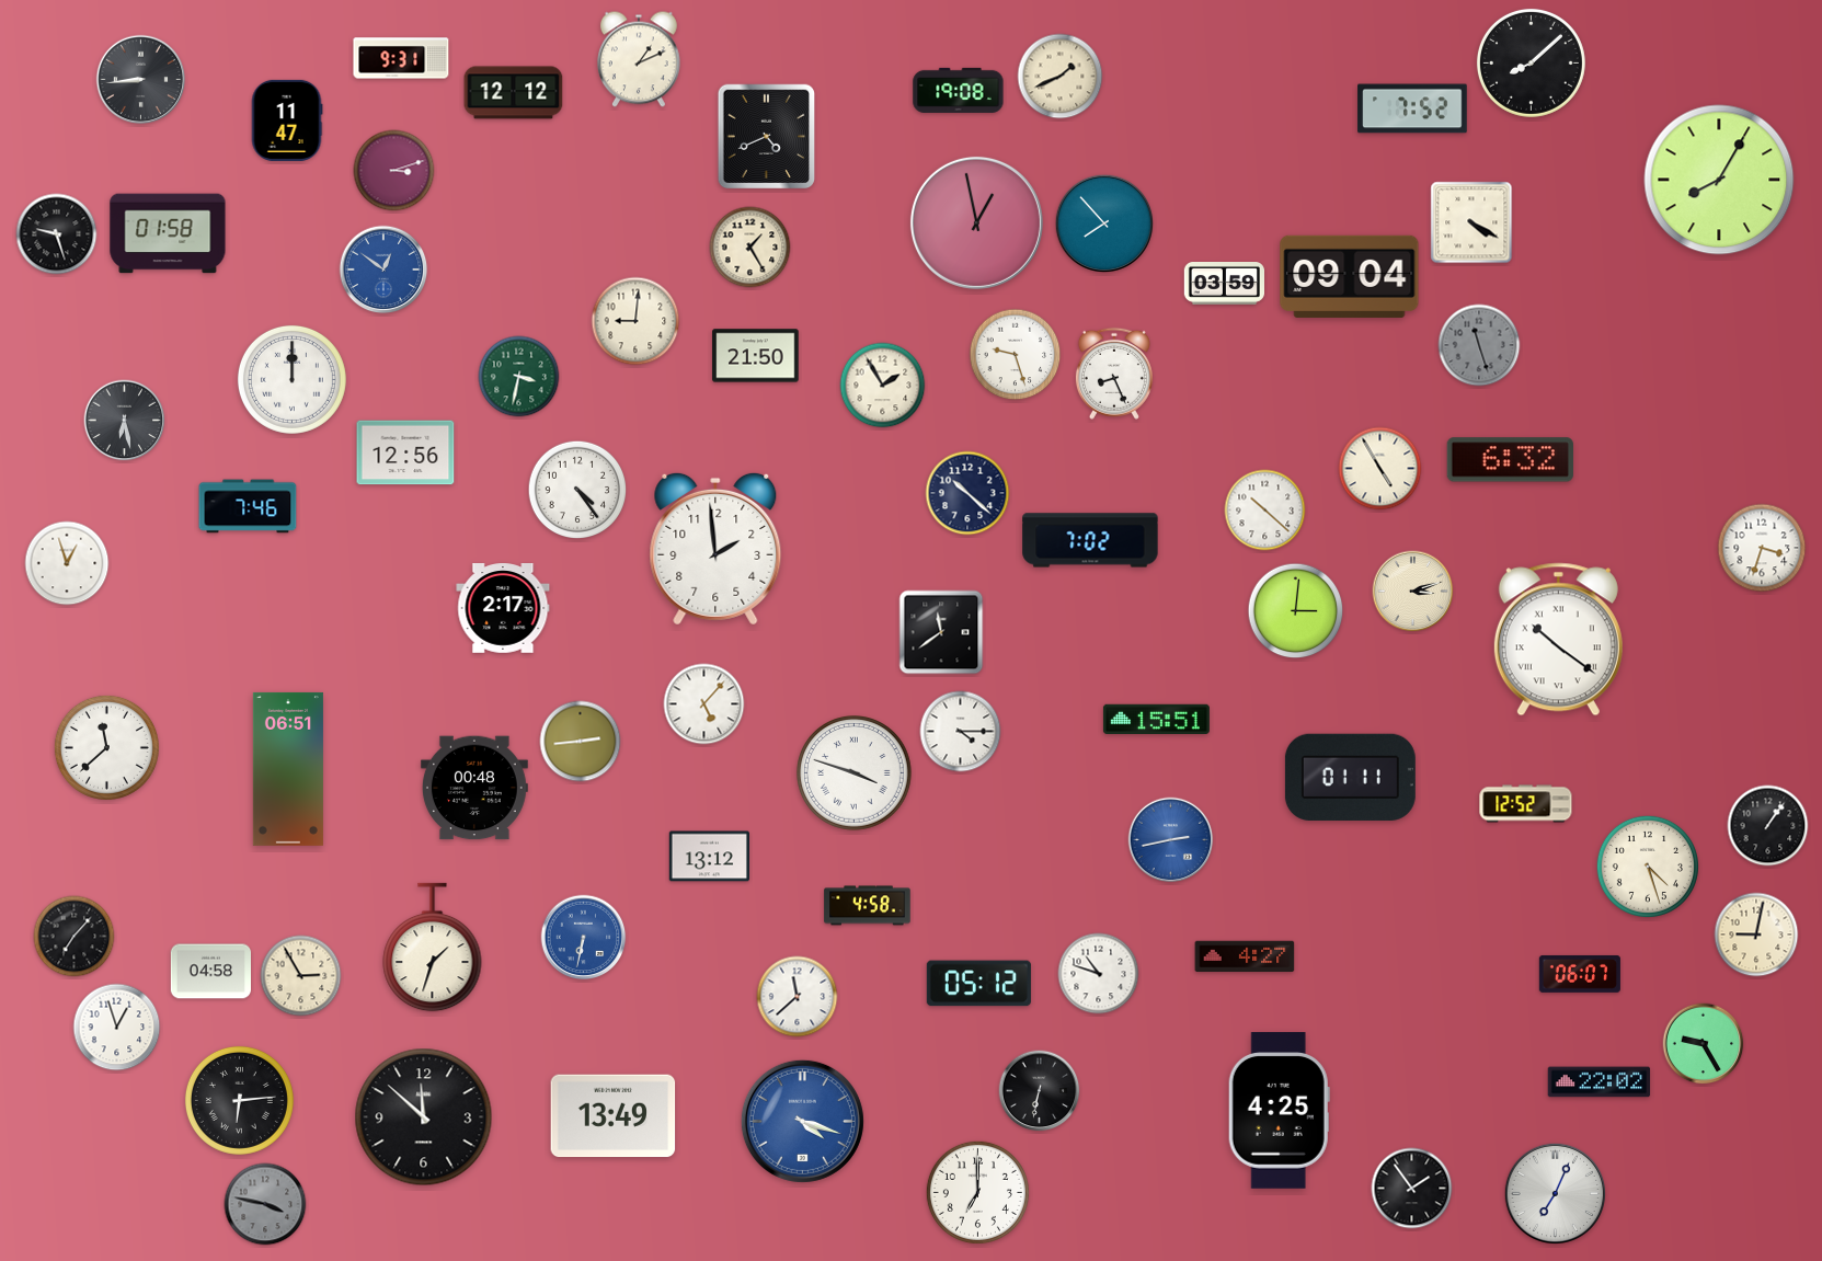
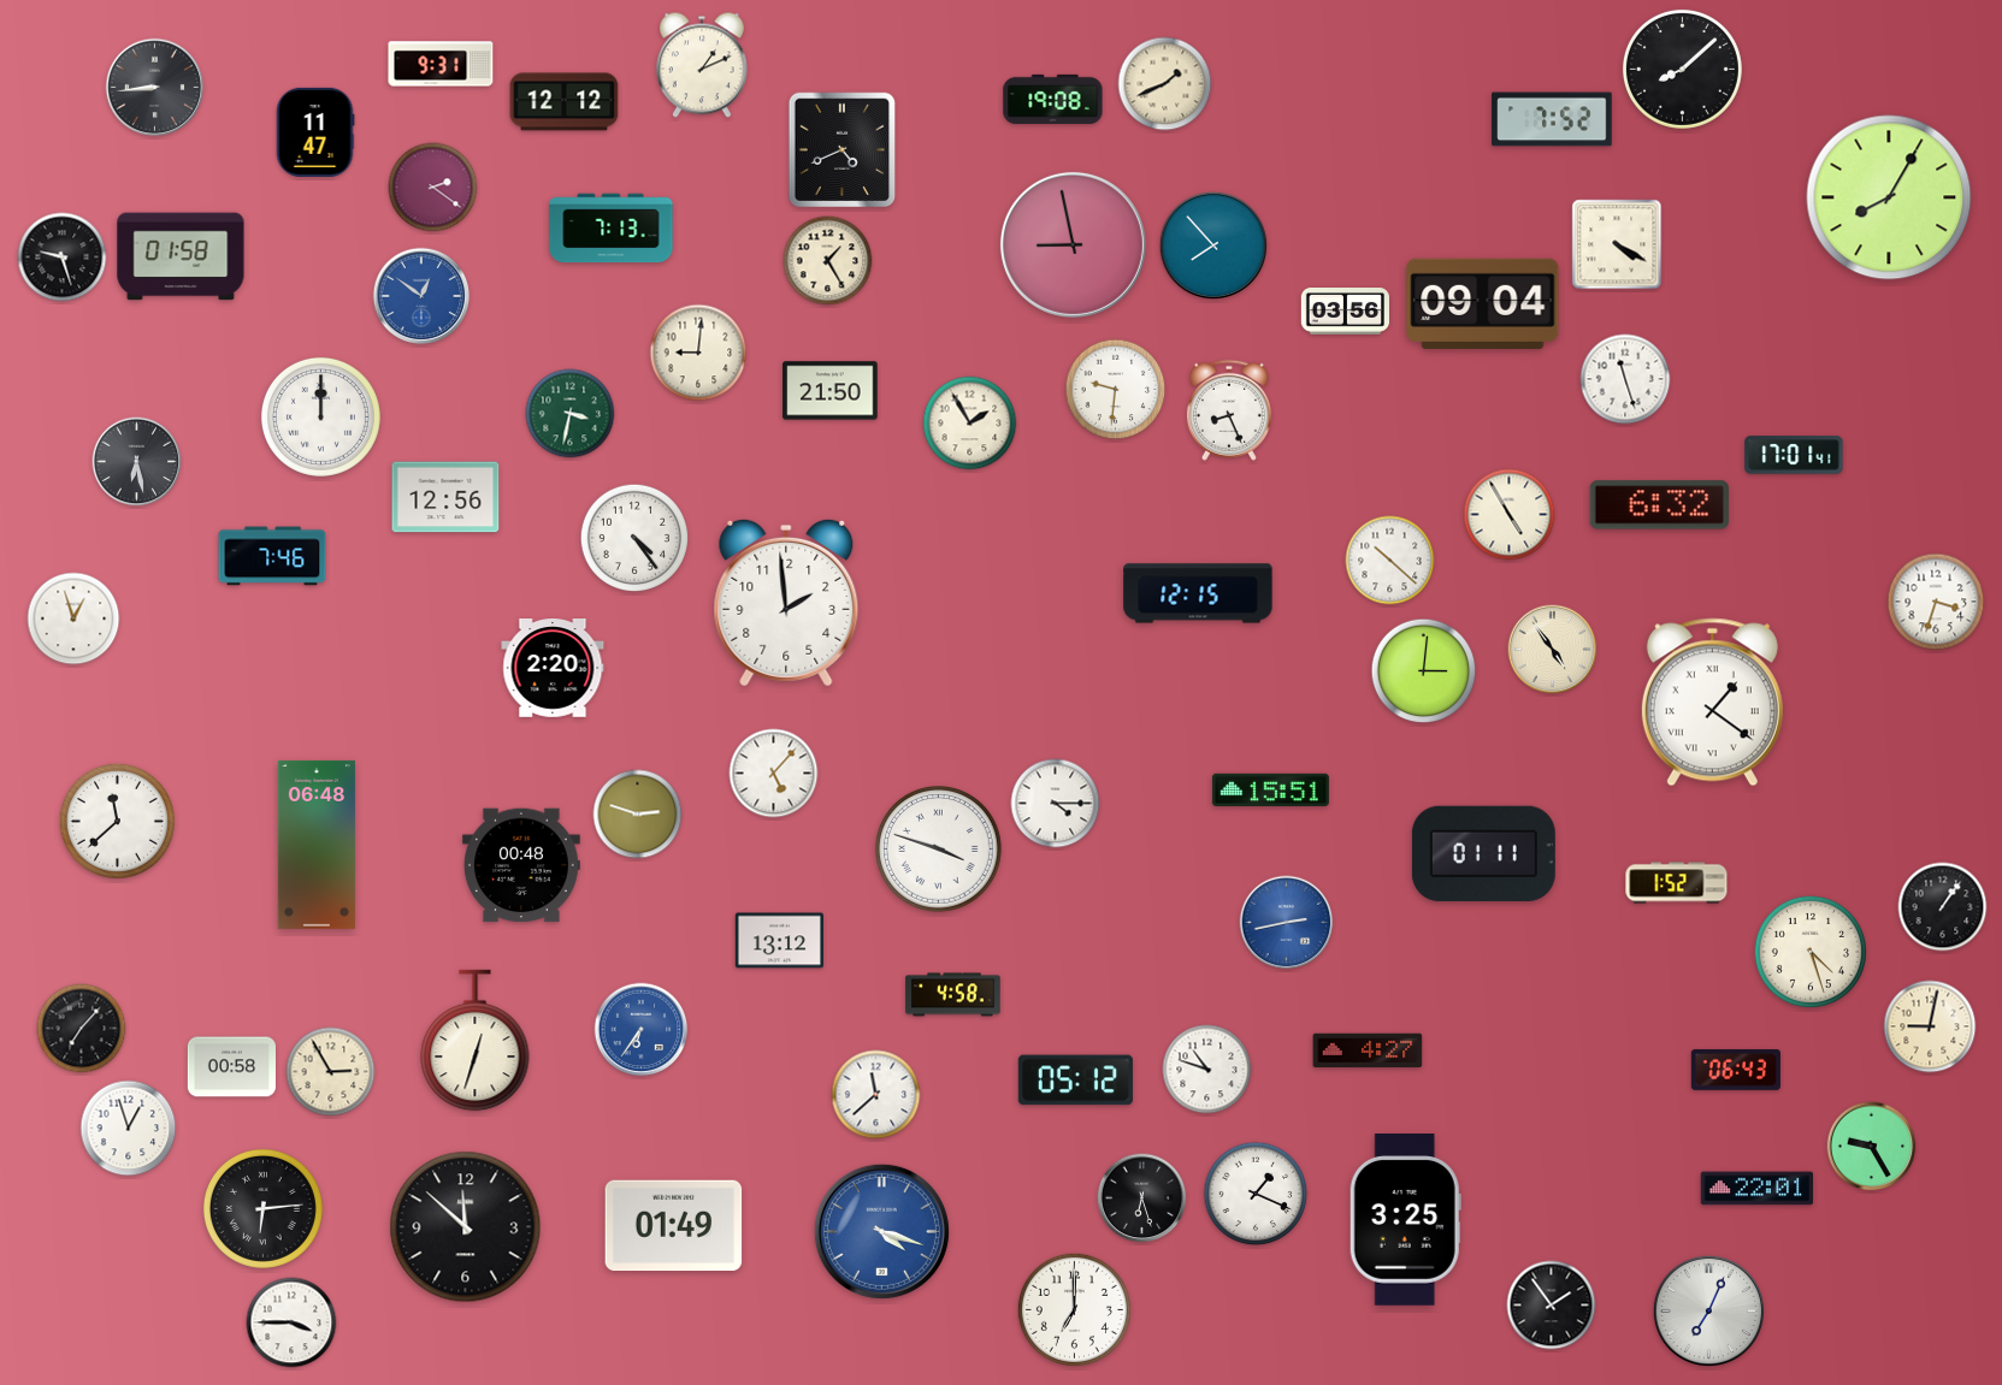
clock at (394, 171): 3:12 -> 2:21
clock at (612, 229): none -> 7:13
clock at (976, 222): 12:58 -> 8:58
clock at (168, 233) position: (168, 233) -> (181, 256)
clock at (750, 248) position: (750, 248) -> (828, 261)
clock at (1224, 284): 03:59 -> 03:56
clock at (1479, 345) dial: grey -> white
clock at (1016, 355): 9:27 -> 9:31
clock at (1114, 374) position: (1114, 374) -> (1229, 410)
clock at (1794, 455): none -> 17:01
clock at (1380, 469) position: (1380, 469) -> (1510, 515)
clock at (967, 493): 10:22 -> none
clock at (1090, 540): 7:02 -> 12:15
clock at (1413, 592): 3:12 -> 4:54
clock at (503, 609): 2:17 -> 2:20
clock at (941, 632): 11:39 -> none
clock at (1558, 640): 10:21 -> 1:21
clock at (581, 742): 2:44 -> 2:48
clock at (288, 769): 06:51 -> 06:48
clock at (1526, 804): 12:52 -> 1:52
clock at (584, 938): 6:32 -> 6:36
clock at (433, 948): 1:33 -> 12:33
clock at (210, 972): 04:58 -> 00:58
clock at (1580, 974): 06:07 -> 06:43
clock at (1600, 1082): 22:02 -> 22:01
clock at (1256, 1194): none -> 1:19
clock at (1040, 1091): 6:32 -> 6:27
clock at (1279, 1111): 4:25 -> 3:25
clock at (614, 1116): 13:49 -> 01:49
clock at (265, 1204): 3:47 -> 3:45
clock at (265, 1204) dial: grey -> white
